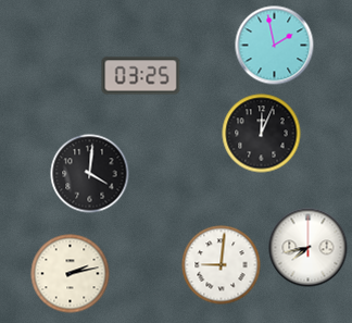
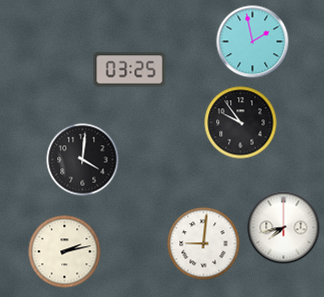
clock at (262, 134): 12:04 -> 9:54
